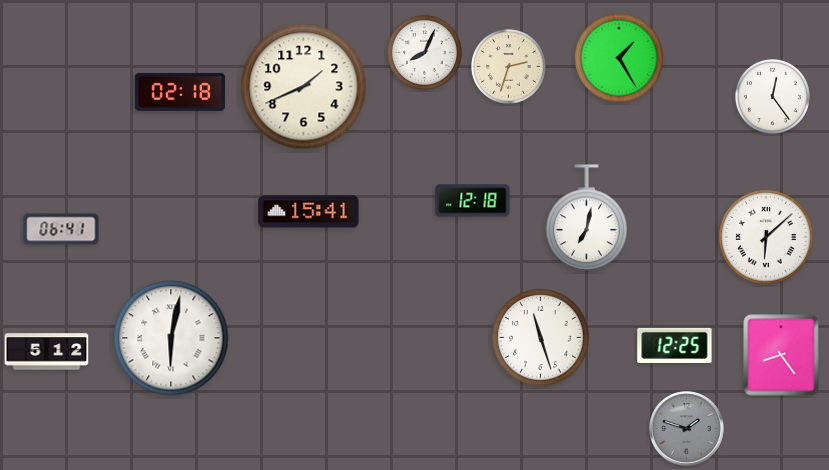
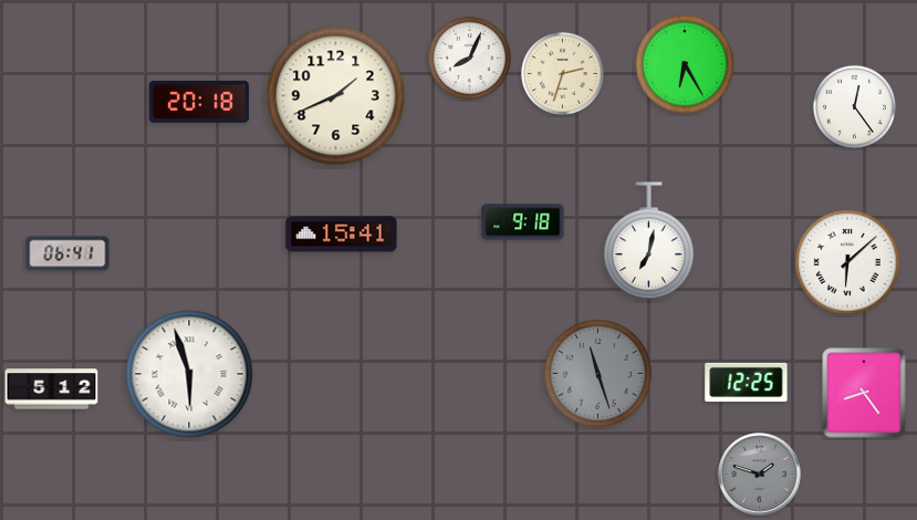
clock at (620, 59): 1:25 -> 6:25
clock at (180, 92): 02:18 -> 20:18
clock at (473, 201): 12:18 -> 9:18
clock at (171, 338): 6:02 -> 5:57
clock at (541, 338) dial: white -> grey
